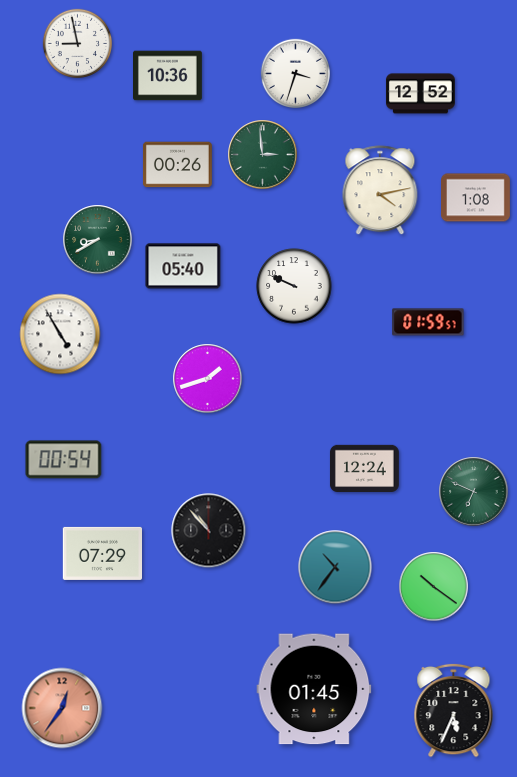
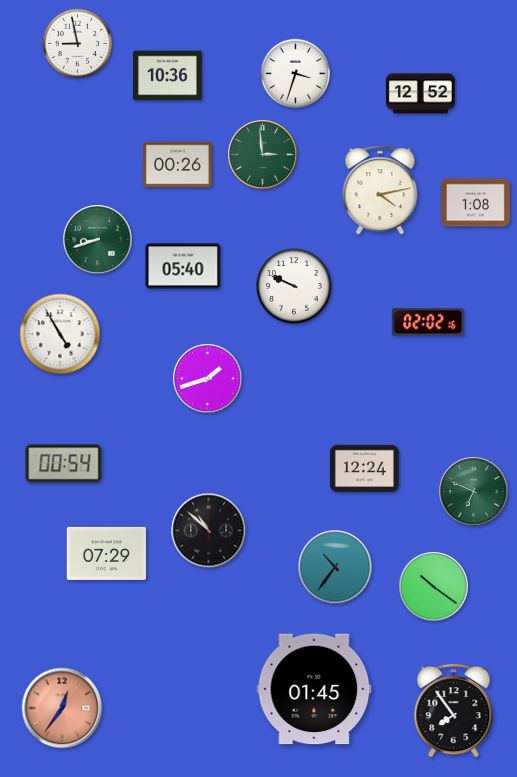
clock at (476, 198) position: (476, 198) -> (476, 203)
clock at (98, 240): 8:40 -> 8:42
clock at (428, 322): 01:59 -> 02:02
clock at (64, 460) position: (64, 460) -> (64, 464)
clock at (209, 531): 10:53 -> 10:52
clock at (102, 553) position: (102, 553) -> (106, 553)
clock at (454, 710): 5:34 -> 7:54
